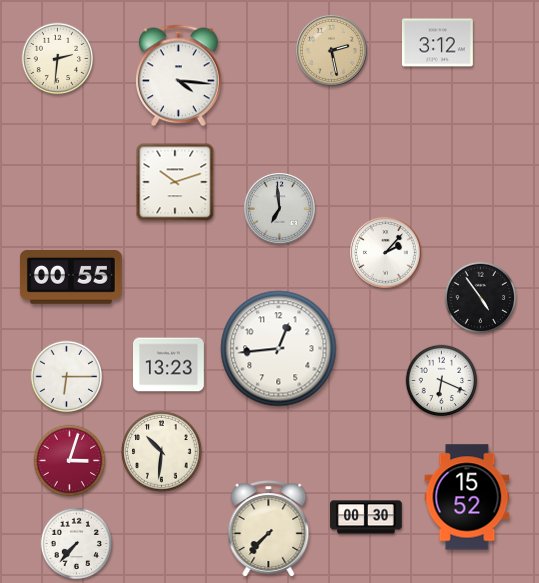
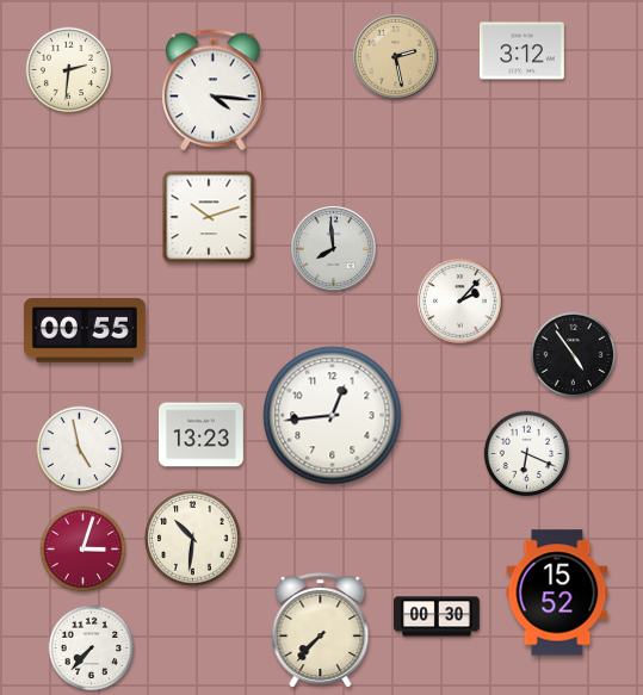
clock at (332, 51) position: (332, 51) -> (396, 57)
clock at (280, 209): 6:59 -> 7:59
clock at (67, 377): 6:15 -> 4:58
